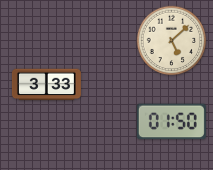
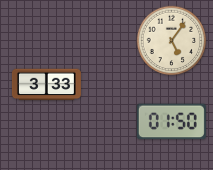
clock at (172, 41): 5:08 -> 5:06
